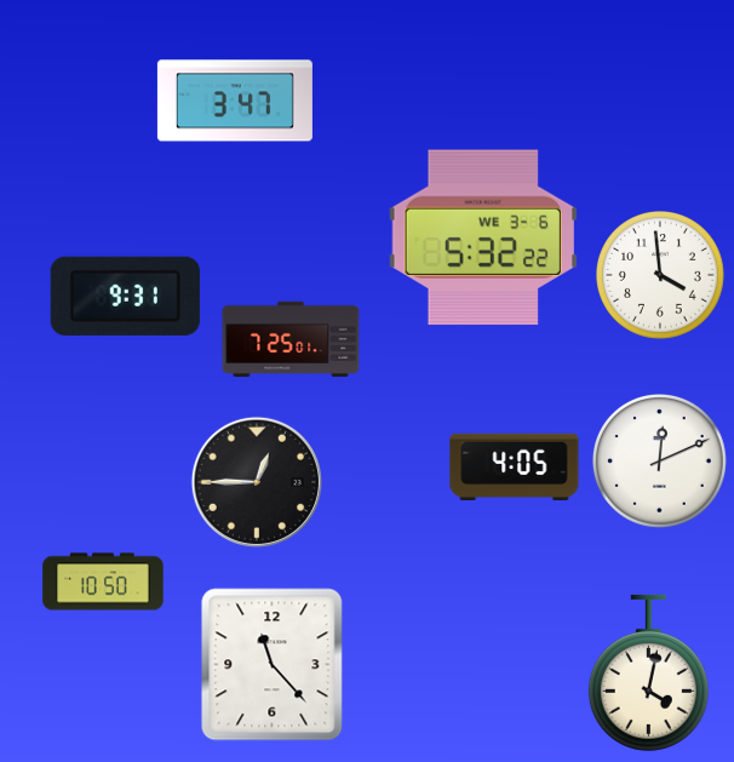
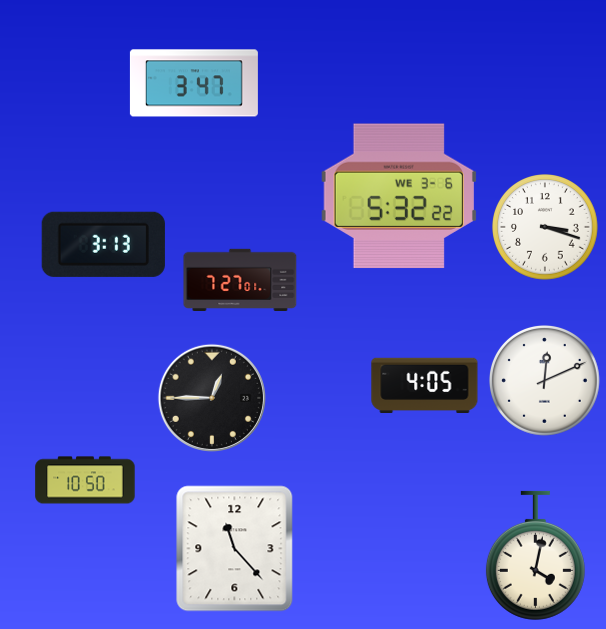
clock at (661, 276): 3:59 -> 3:18
clock at (125, 296): 9:31 -> 3:13
clock at (291, 338): 7:25 -> 7:27
clock at (273, 665) position: (273, 665) -> (235, 549)
